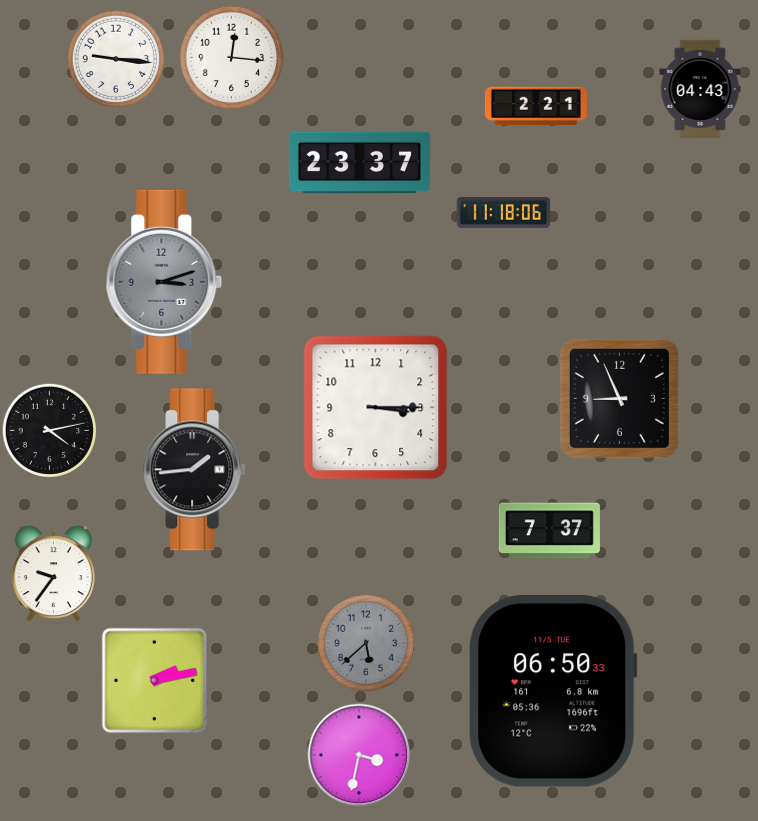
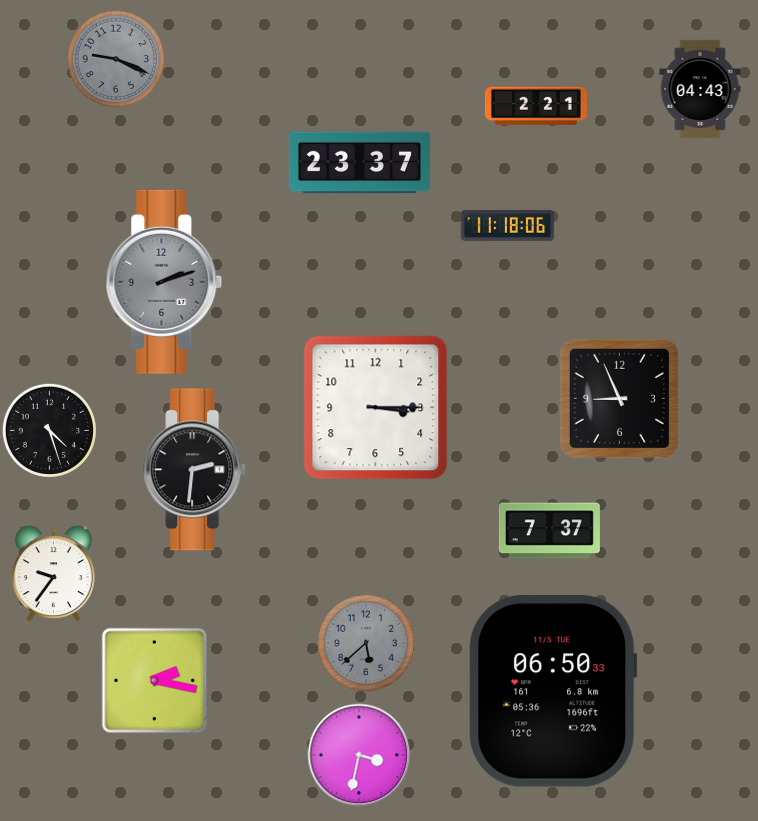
clock at (115, 58): 9:16 -> 9:19
clock at (115, 58) dial: white -> grey
clock at (232, 58): 12:16 -> none
clock at (504, 212) position: (504, 212) -> (508, 225)
clock at (164, 282): 3:12 -> 2:12
clock at (49, 430): 4:13 -> 4:27
clock at (195, 470): 1:44 -> 2:31
clock at (155, 681): 2:13 -> 2:17
